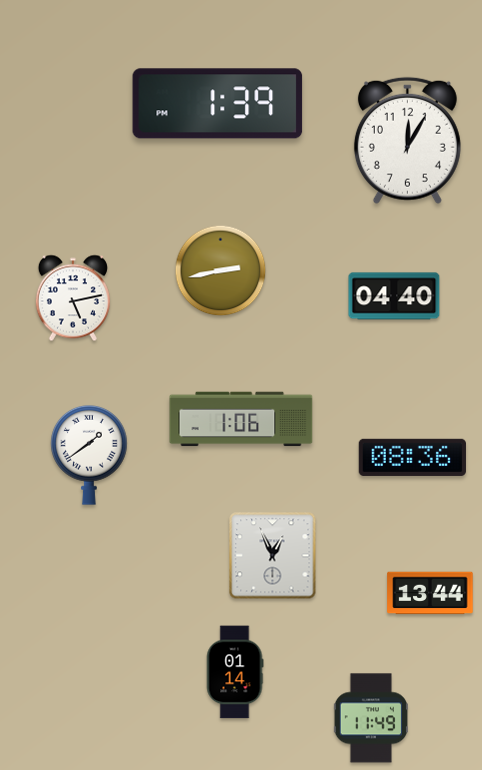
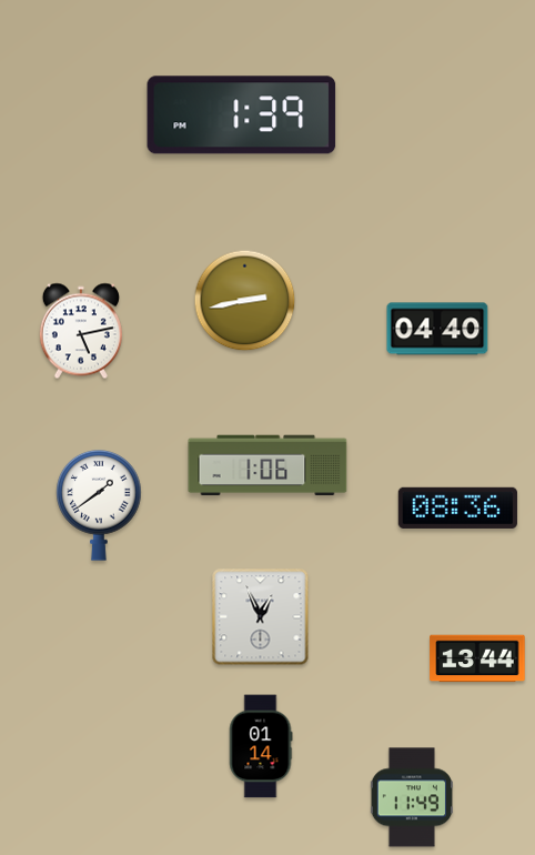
clock at (407, 140): 12:05 -> none
clock at (273, 556) position: (273, 556) -> (261, 617)
